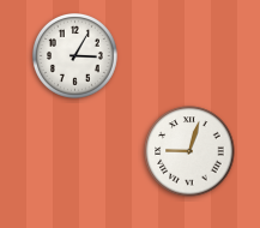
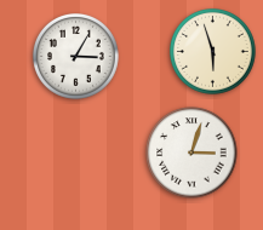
clock at (213, 52): none -> 5:57
clock at (189, 151): 9:03 -> 3:03
